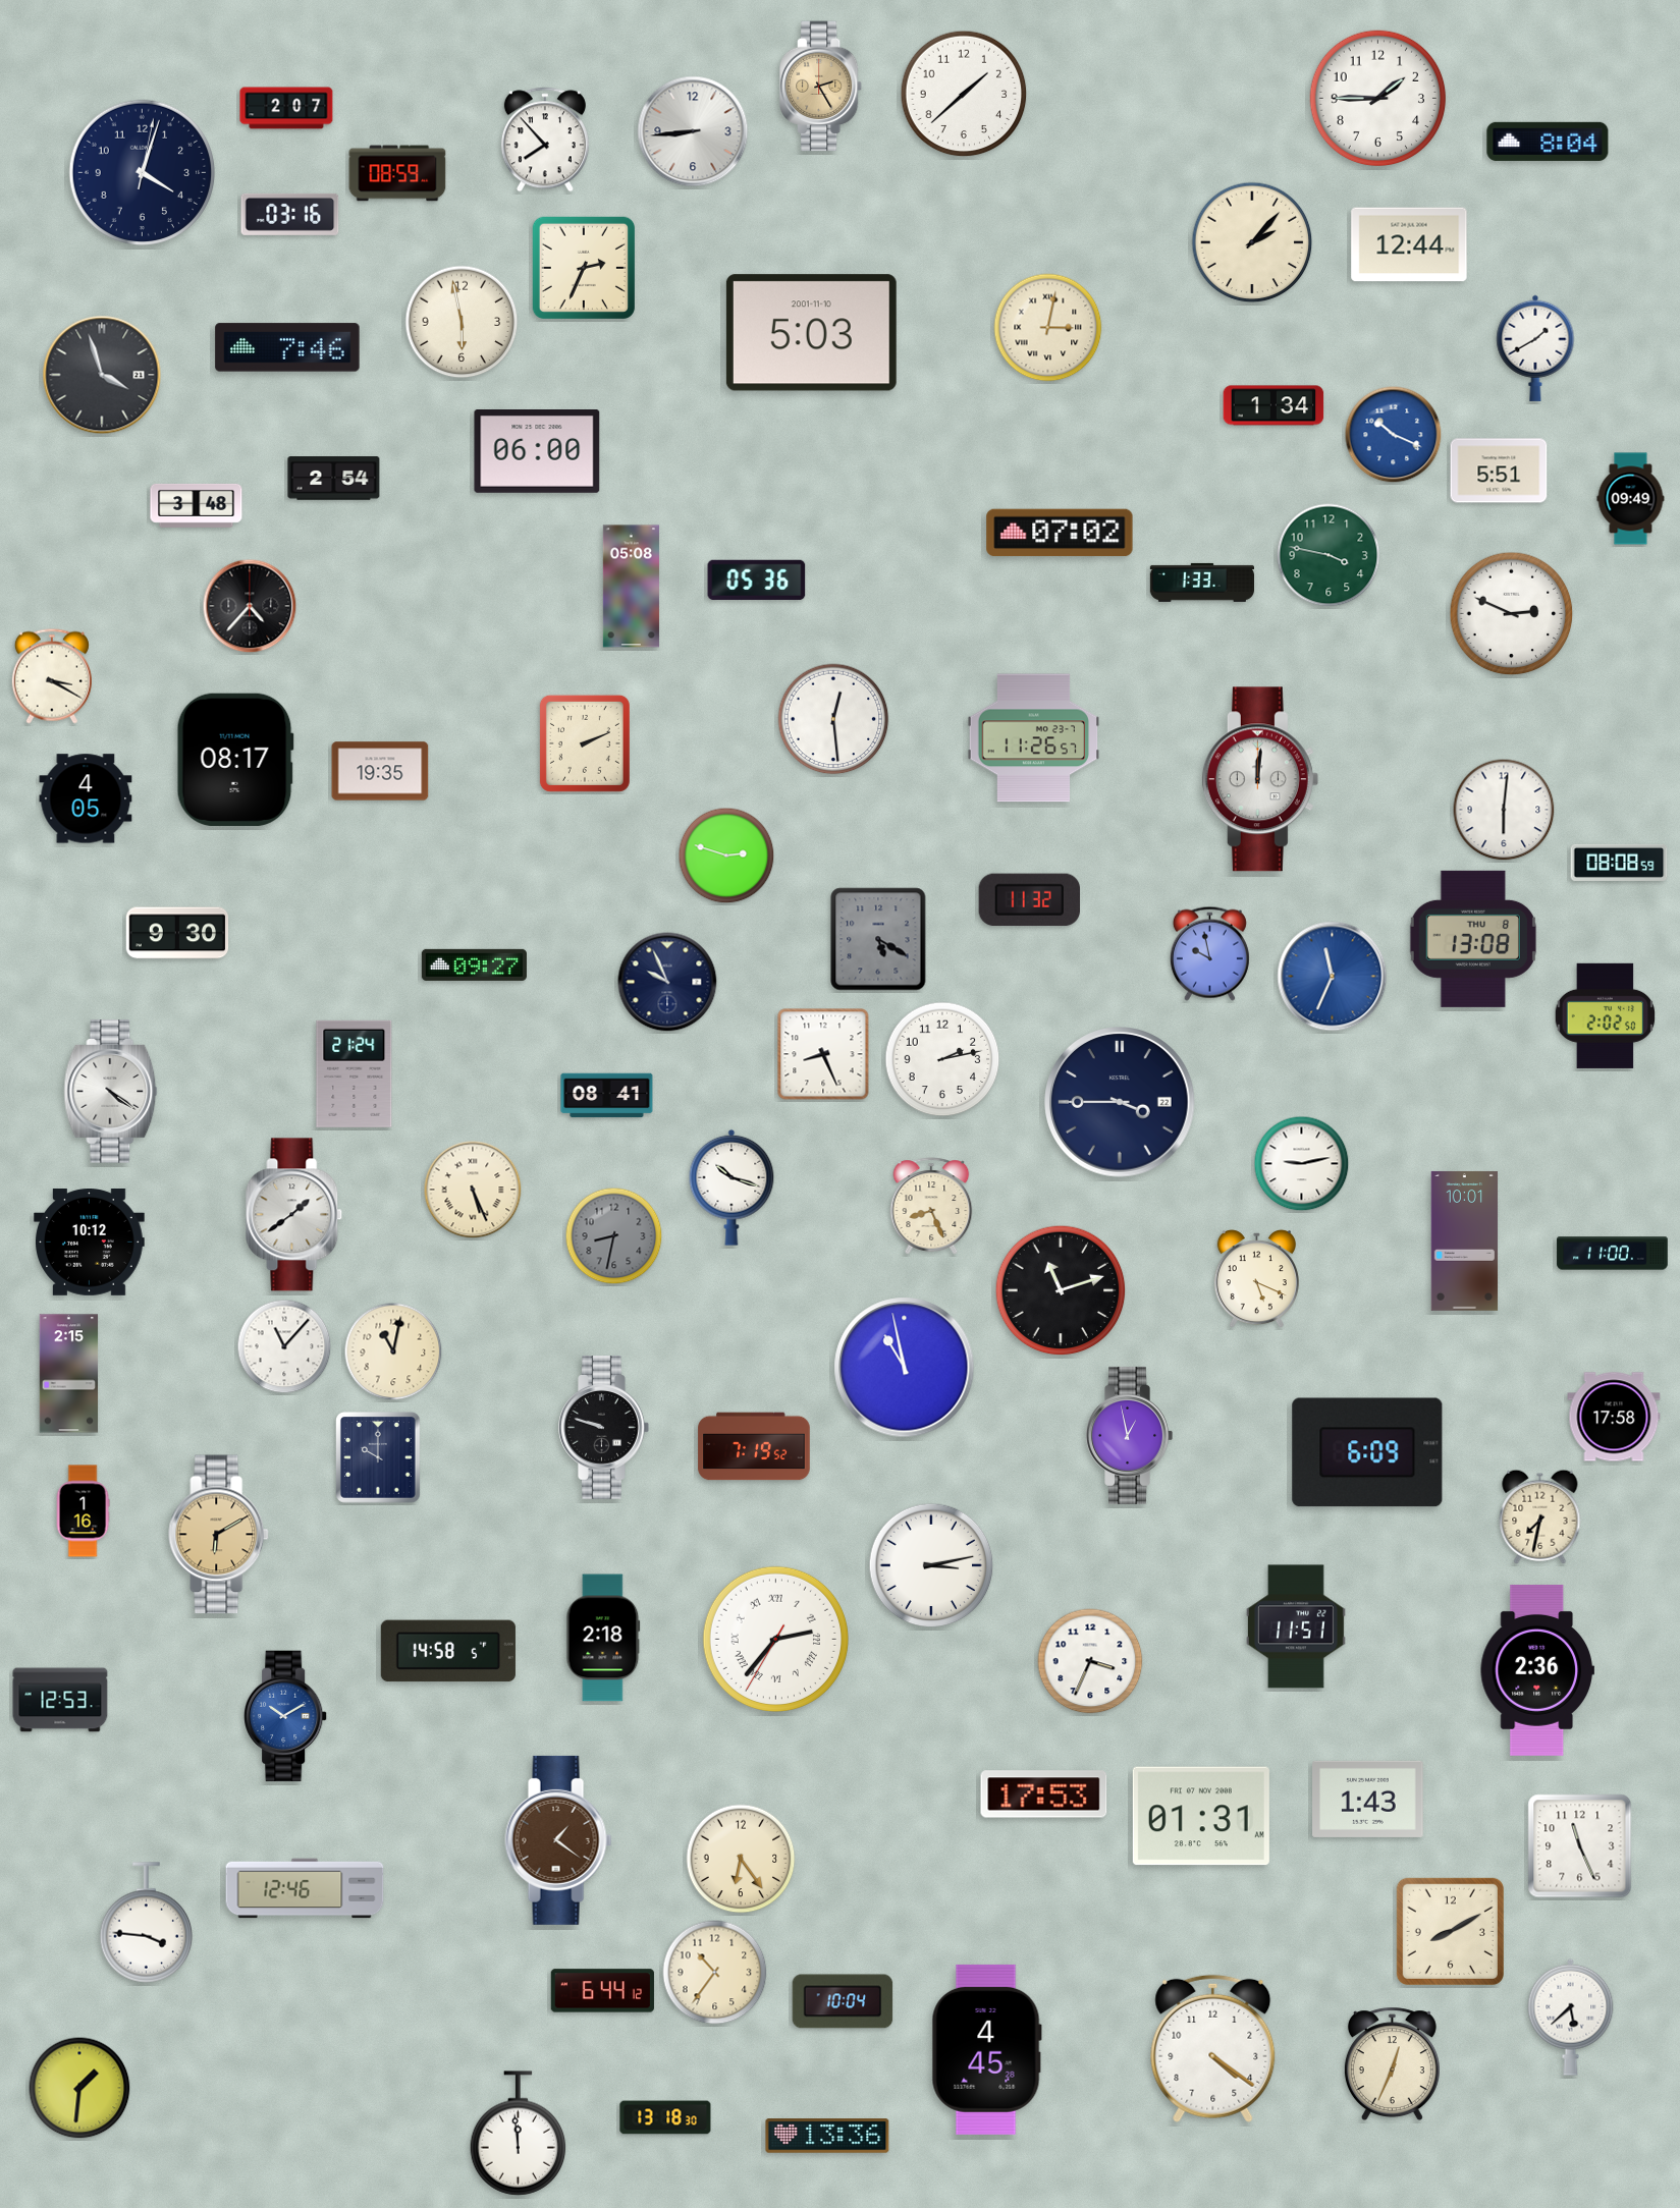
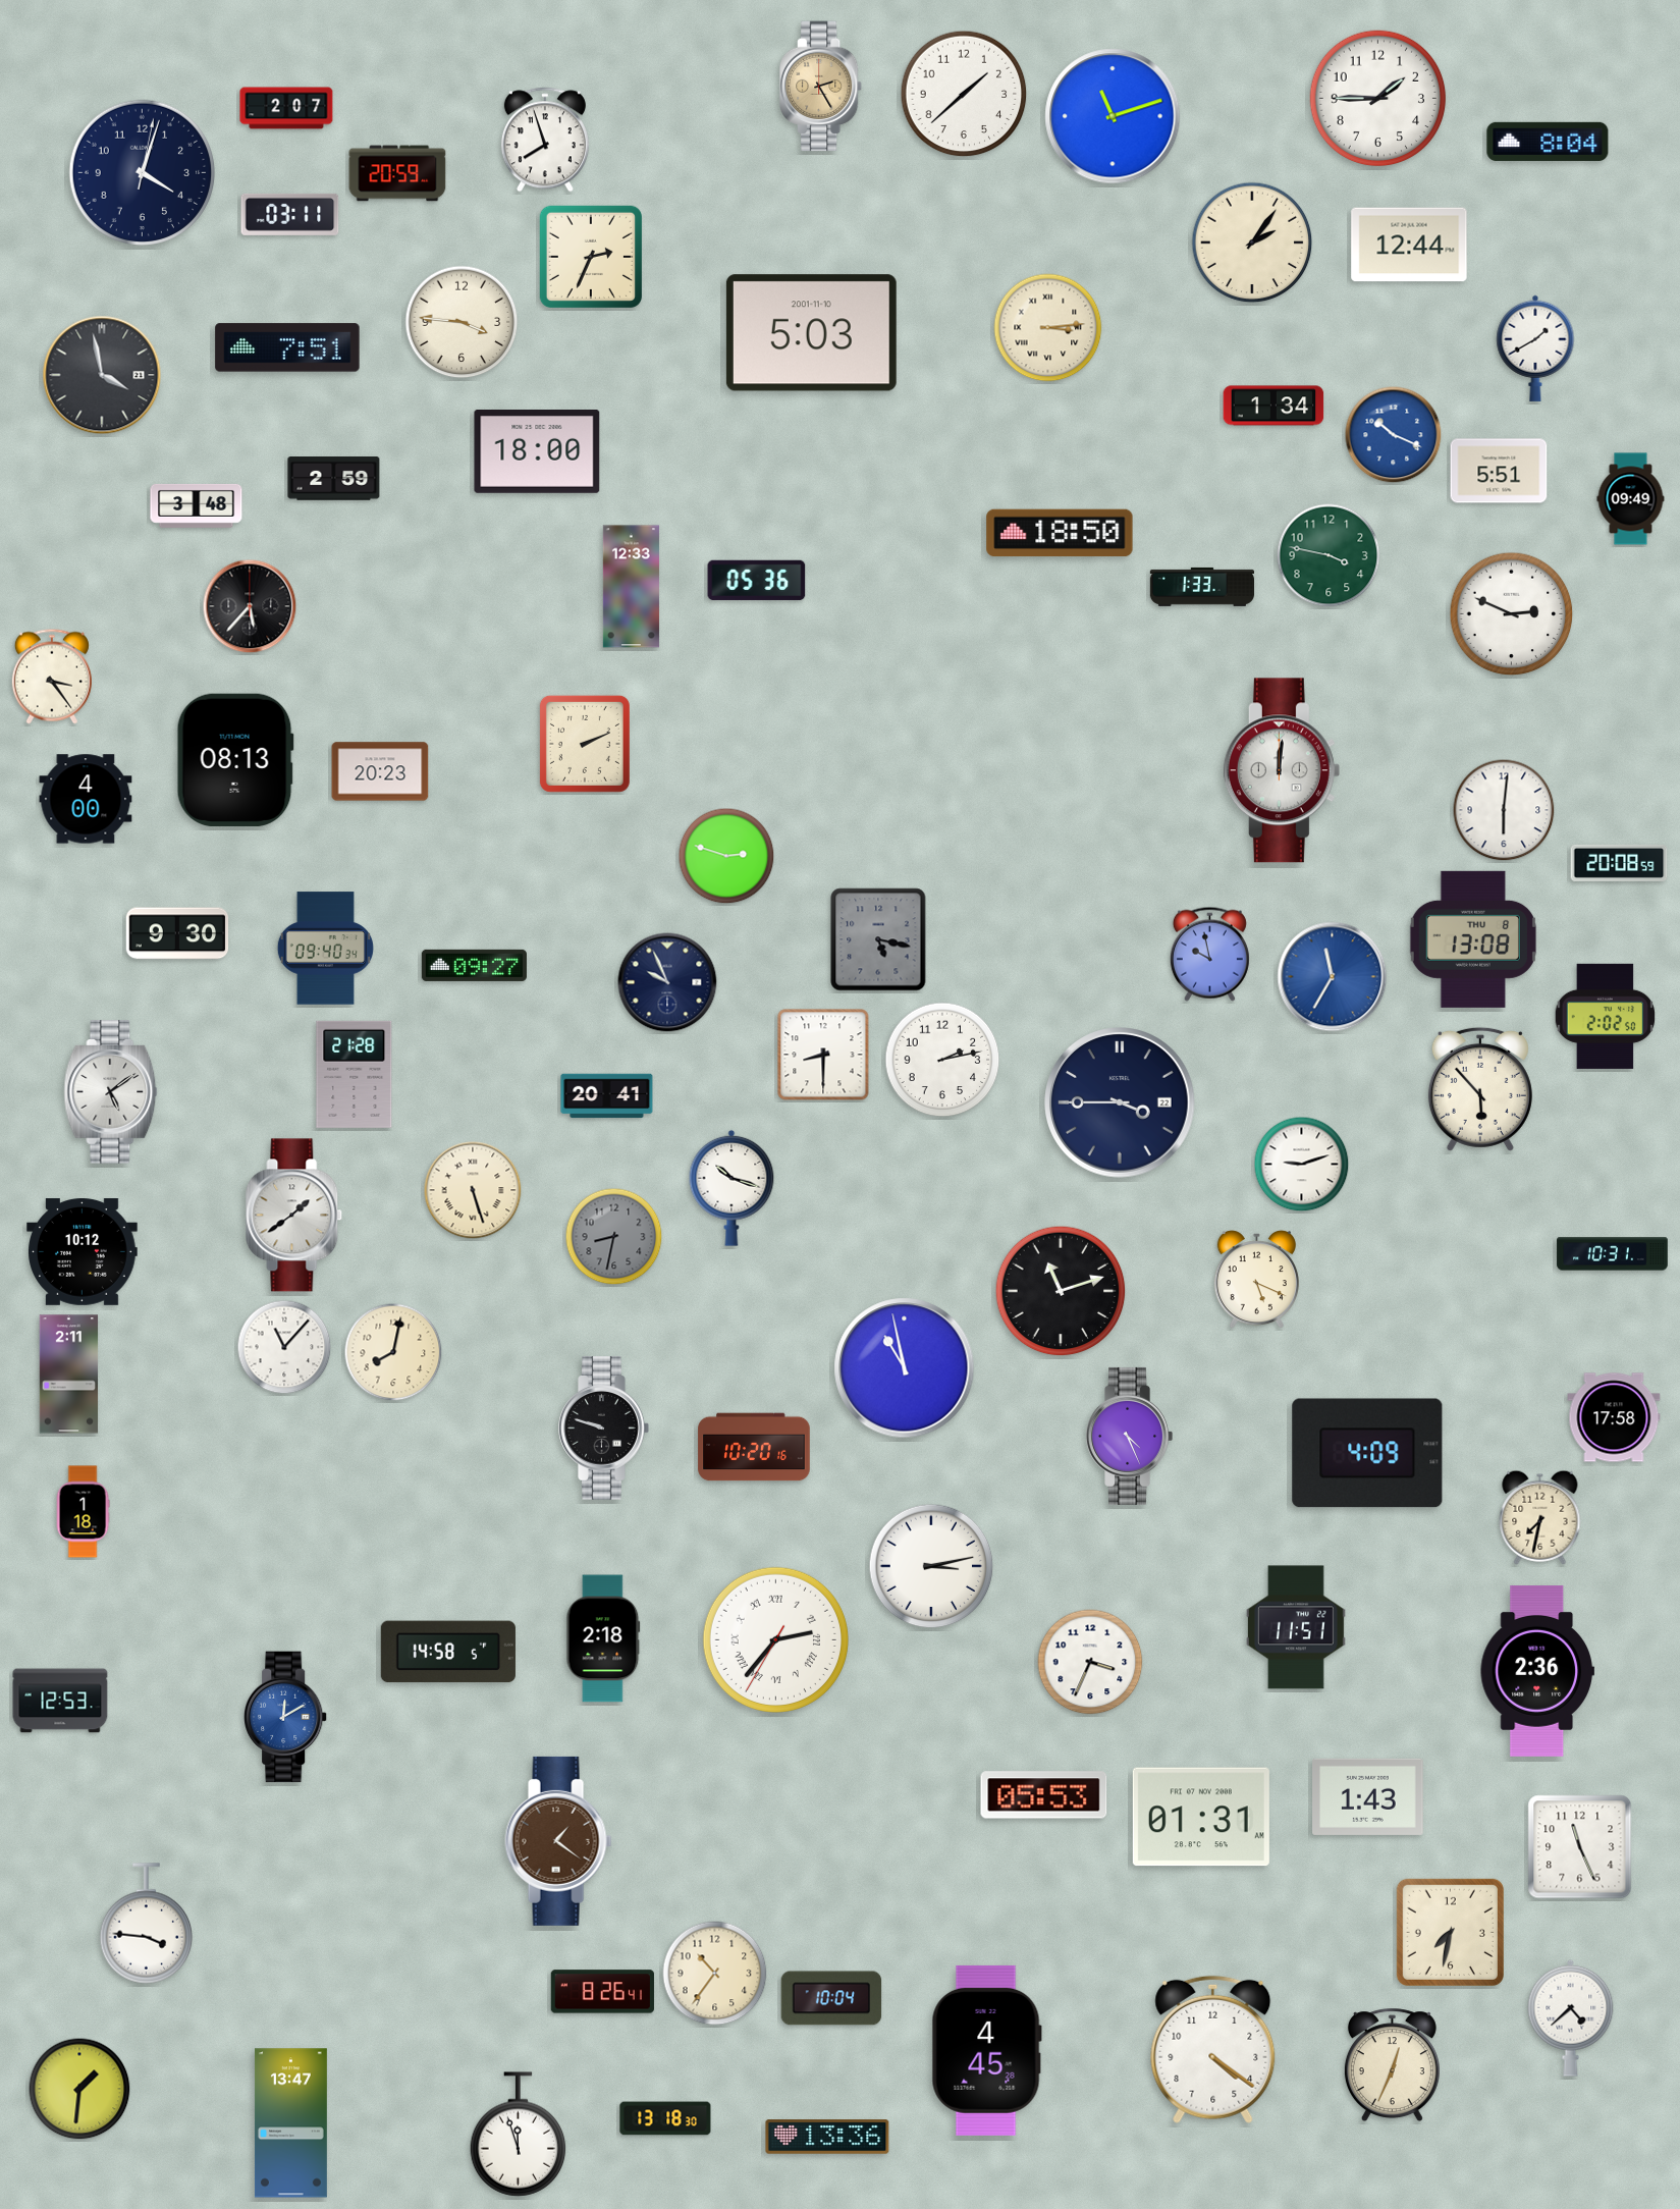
clock at (1113, 116): none -> 11:12
clock at (693, 131): 8:44 -> none
clock at (545, 140): 7:53 -> 7:57
clock at (397, 173): 08:59 -> 20:59
clock at (290, 214): 03:16 -> 03:11
clock at (1252, 242): 2:07 -> 2:06
clock at (583, 267) position: (583, 267) -> (590, 256)
clock at (462, 322): 5:58 -> 3:46
clock at (1048, 328): 3:02 -> 3:14
clock at (287, 347): 7:46 -> 7:51
clock at (102, 375): 3:57 -> 3:58
clock at (537, 452): 06:00 -> 18:00
clock at (334, 479): 2:54 -> 2:59
clock at (1060, 533): 07:02 -> 18:50
clock at (1201, 583) position: (1201, 583) -> (1201, 587)
clock at (631, 587): 05:08 -> 12:33
clock at (250, 606): 4:37 -> 5:37
clock at (52, 676): 3:20 -> 3:24
clock at (833, 719): 12:29 -> none
clock at (1034, 738): 11:26 -> none
clock at (235, 760): 08:17 -> 08:13
clock at (380, 771): 19:35 -> 20:23
clock at (1260, 779) position: (1260, 779) -> (1282, 770)
clock at (86, 798): 4:05 -> 4:00
clock at (1619, 863): 08:08 -> 20:08
clock at (1029, 900): 11:32 -> none
clock at (878, 939): 5:20 -> 5:17
clock at (325, 949): none -> 09:40
clock at (1333, 977): 11:34 -> 11:35
clock at (823, 1054): 8:26 -> 8:30
clock at (355, 1073): 21:24 -> 21:28
clock at (1480, 1089): none -> 5:53
clock at (111, 1092): 4:21 -> 5:09
clock at (607, 1096): 08:41 -> 20:41
clock at (1302, 1164): 9:13 -> 9:12
clock at (473, 1190): 5:26 -> 5:27
clock at (931, 1206): 8:26 -> none
clock at (1465, 1240): 10:01 -> none
clock at (90, 1243) position: (90, 1243) -> (83, 1252)
clock at (1613, 1254): 11:00 -> 10:31
clock at (393, 1351): 11:02 -> 8:02
clock at (69, 1374): 2:15 -> 2:11
clock at (1129, 1435): 12:58 -> 4:26
clock at (754, 1446): 7:19 -> 10:20
clock at (1367, 1452): 6:09 -> 4:09
clock at (379, 1458): 10:00 -> none
clock at (83, 1511): 1:16 -> 1:18
clock at (219, 1535): 6:10 -> none
clock at (286, 1716): 10:10 -> 12:10
clock at (1044, 1795): 17:53 -> 05:53
clock at (1368, 1799) position: (1368, 1799) -> (1368, 1796)
clock at (741, 1859): 6:24 -> none
clock at (305, 1888): 12:46 -> none
clock at (1450, 1931): 8:10 -> 7:32
clock at (602, 1991): 6:44 -> 8:26
clock at (843, 2001) position: (843, 2001) -> (831, 1998)
clock at (1571, 2017): 5:38 -> 4:38
clock at (290, 2123): none -> 13:47
clock at (519, 2134): 11:59 -> 11:57
